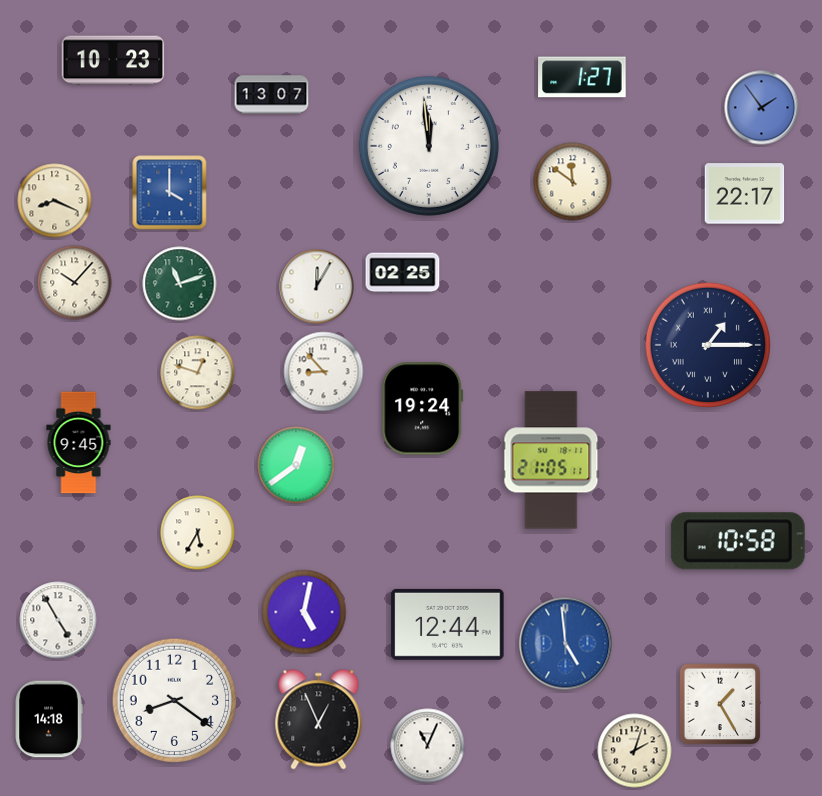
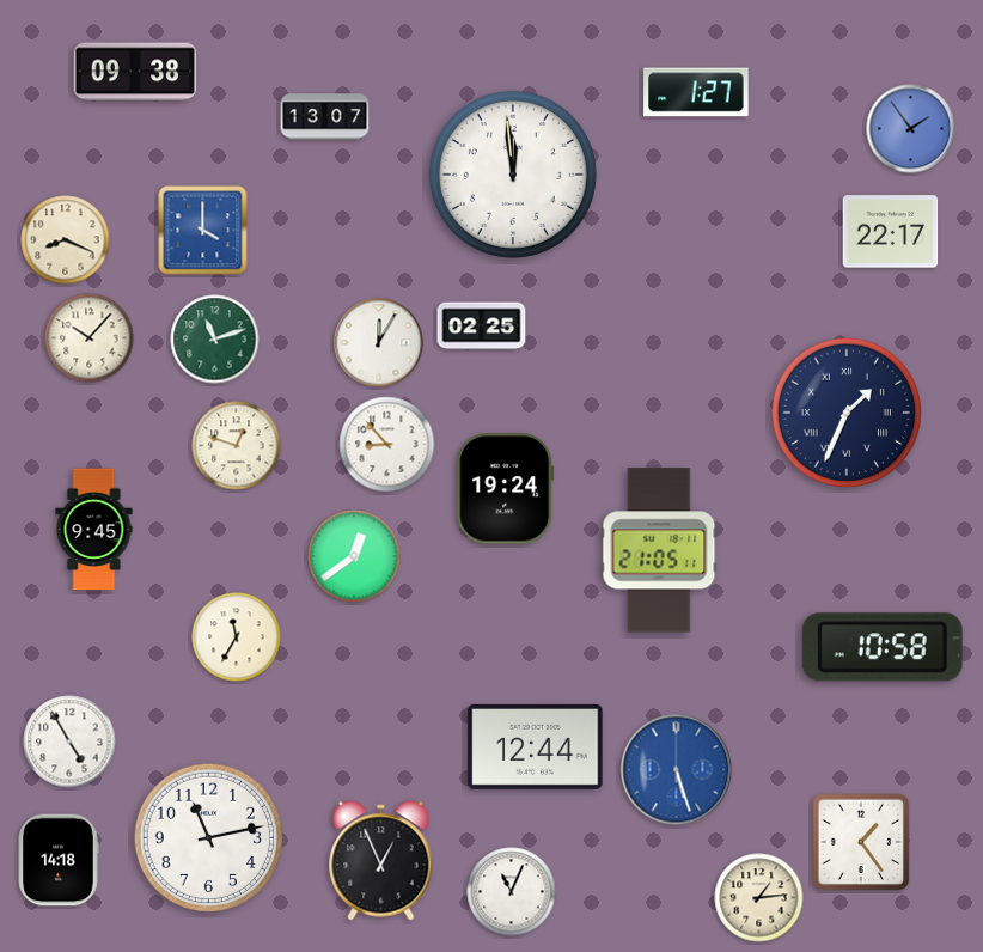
clock at (113, 60): 10:23 -> 09:38
clock at (272, 95) position: (272, 95) -> (325, 117)
clock at (573, 182): 11:51 -> none
clock at (707, 344): 1:15 -> 1:34
clock at (198, 533): 5:35 -> 11:35
clock at (304, 612): 5:02 -> none
clock at (566, 644): 4:59 -> 5:27
clock at (175, 700): 8:21 -> 11:13
clock at (720, 704): 1:25 -> 1:24
clock at (635, 751): 2:03 -> 1:14
